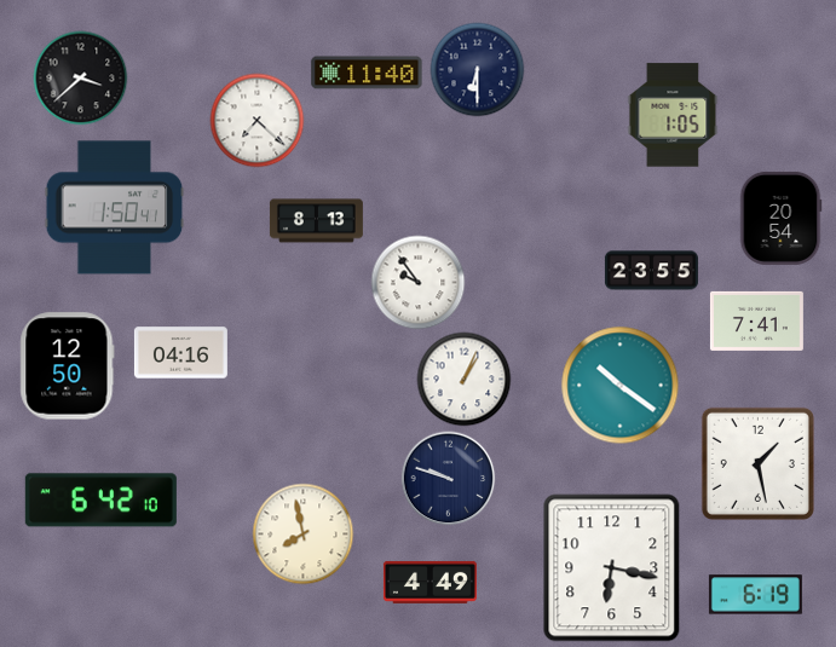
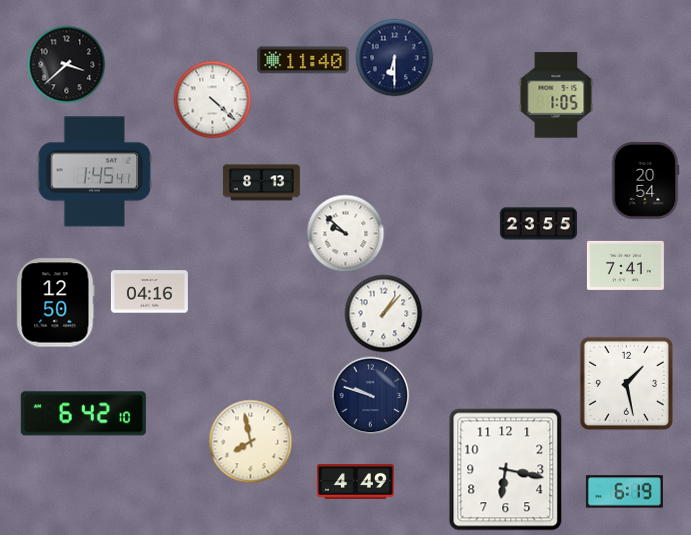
clock at (256, 120): 7:22 -> 4:22
clock at (115, 208): 1:50 -> 1:45
clock at (417, 282): 9:54 -> 9:52
clock at (463, 379): 1:04 -> 1:07
clock at (619, 385): 10:21 -> none
